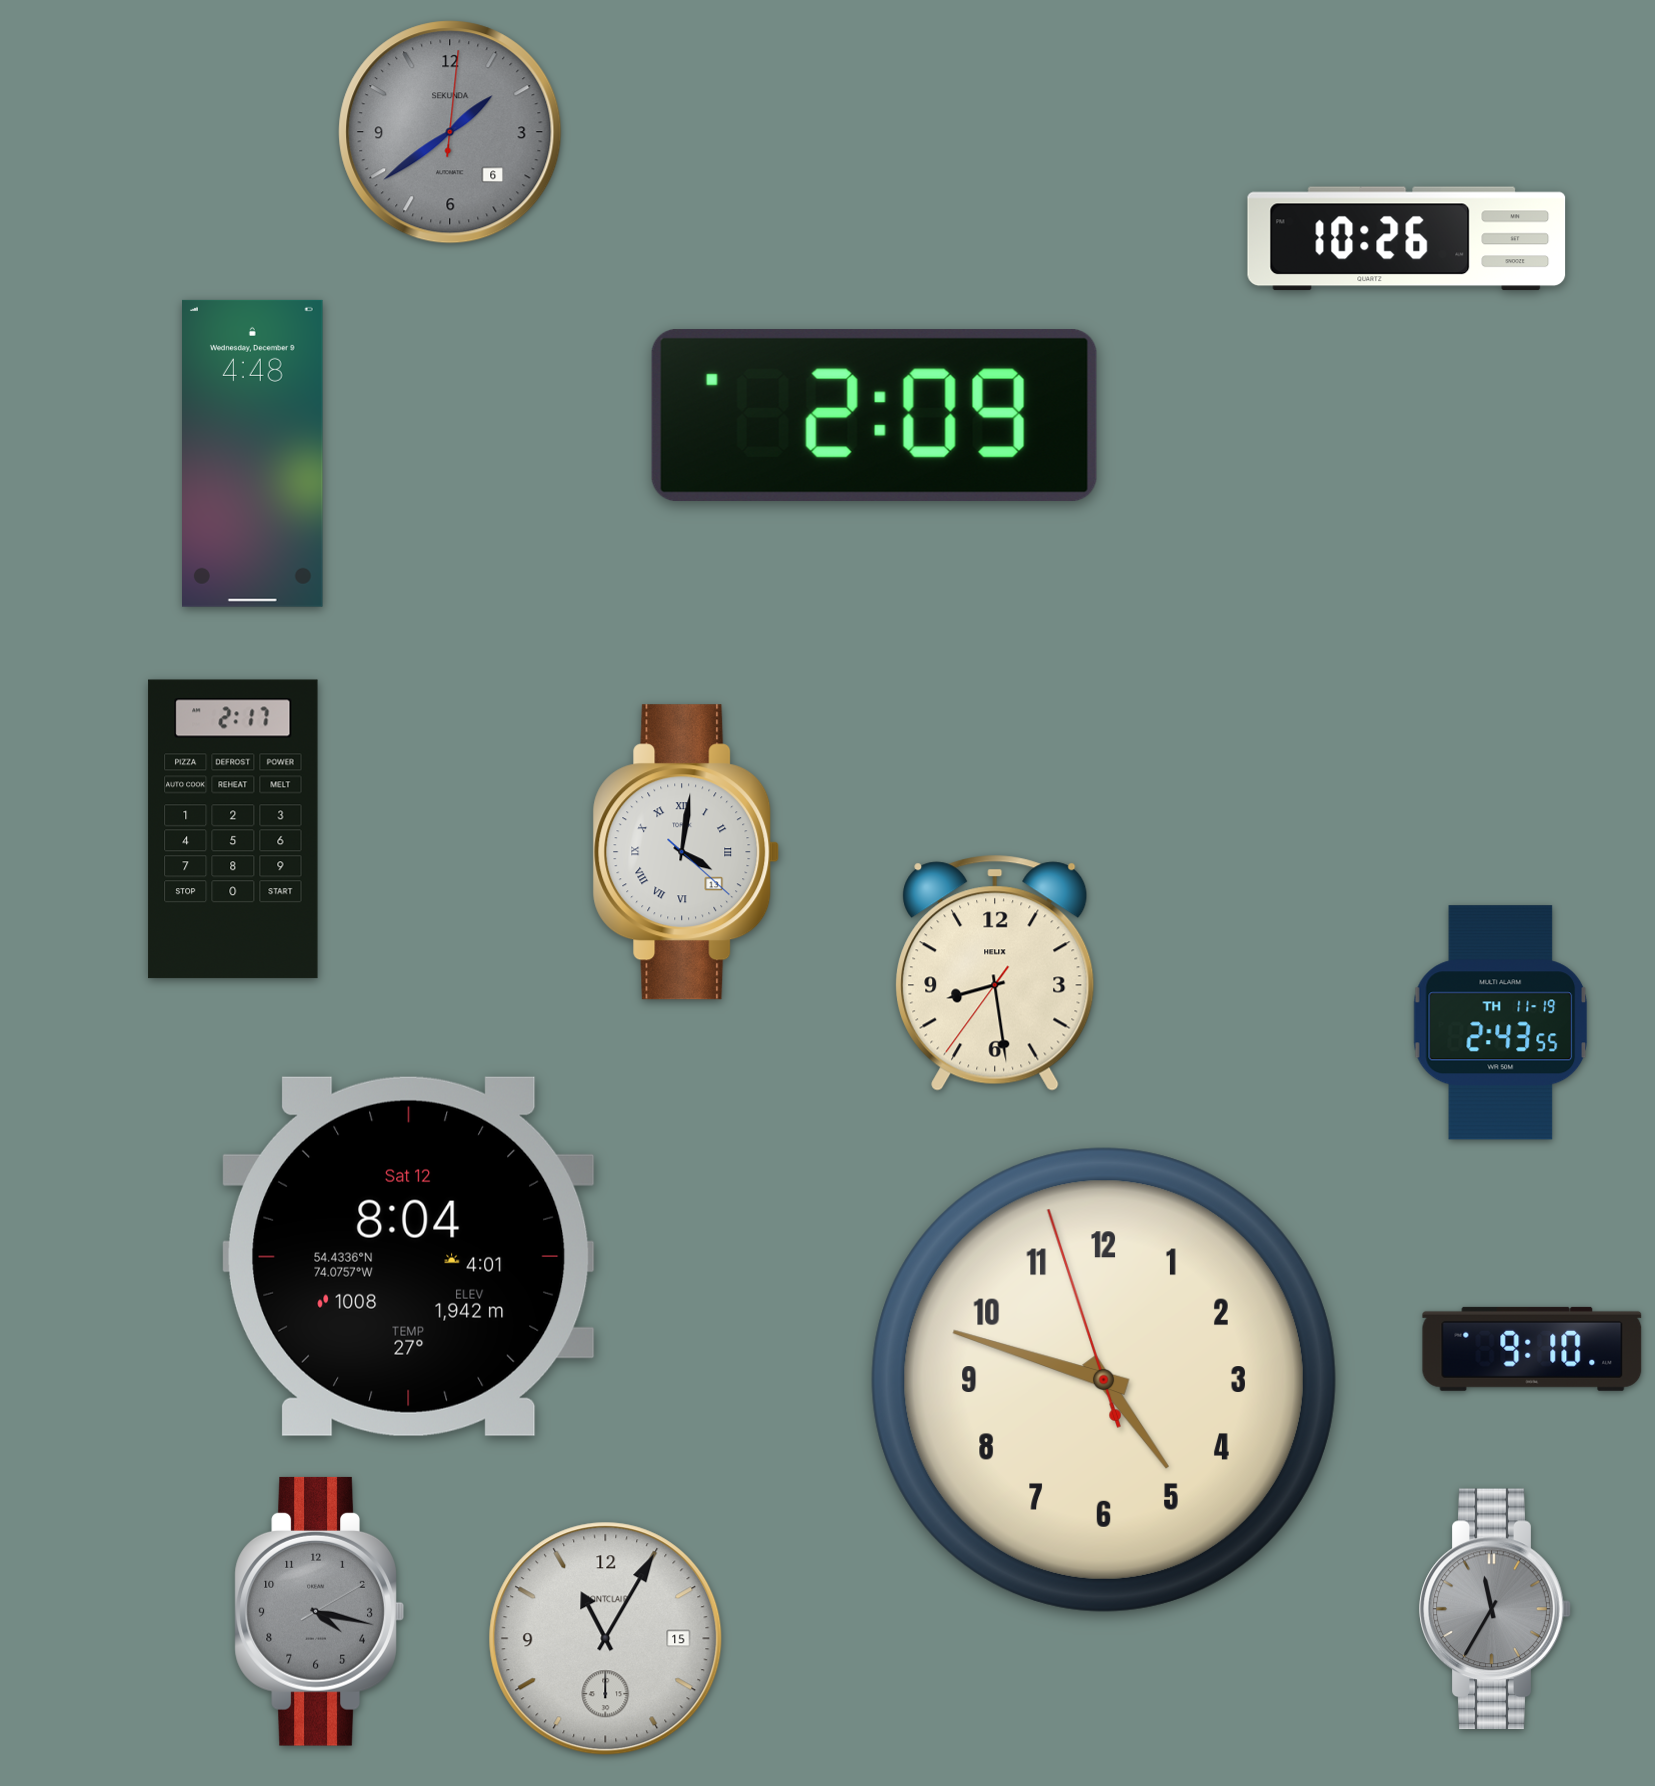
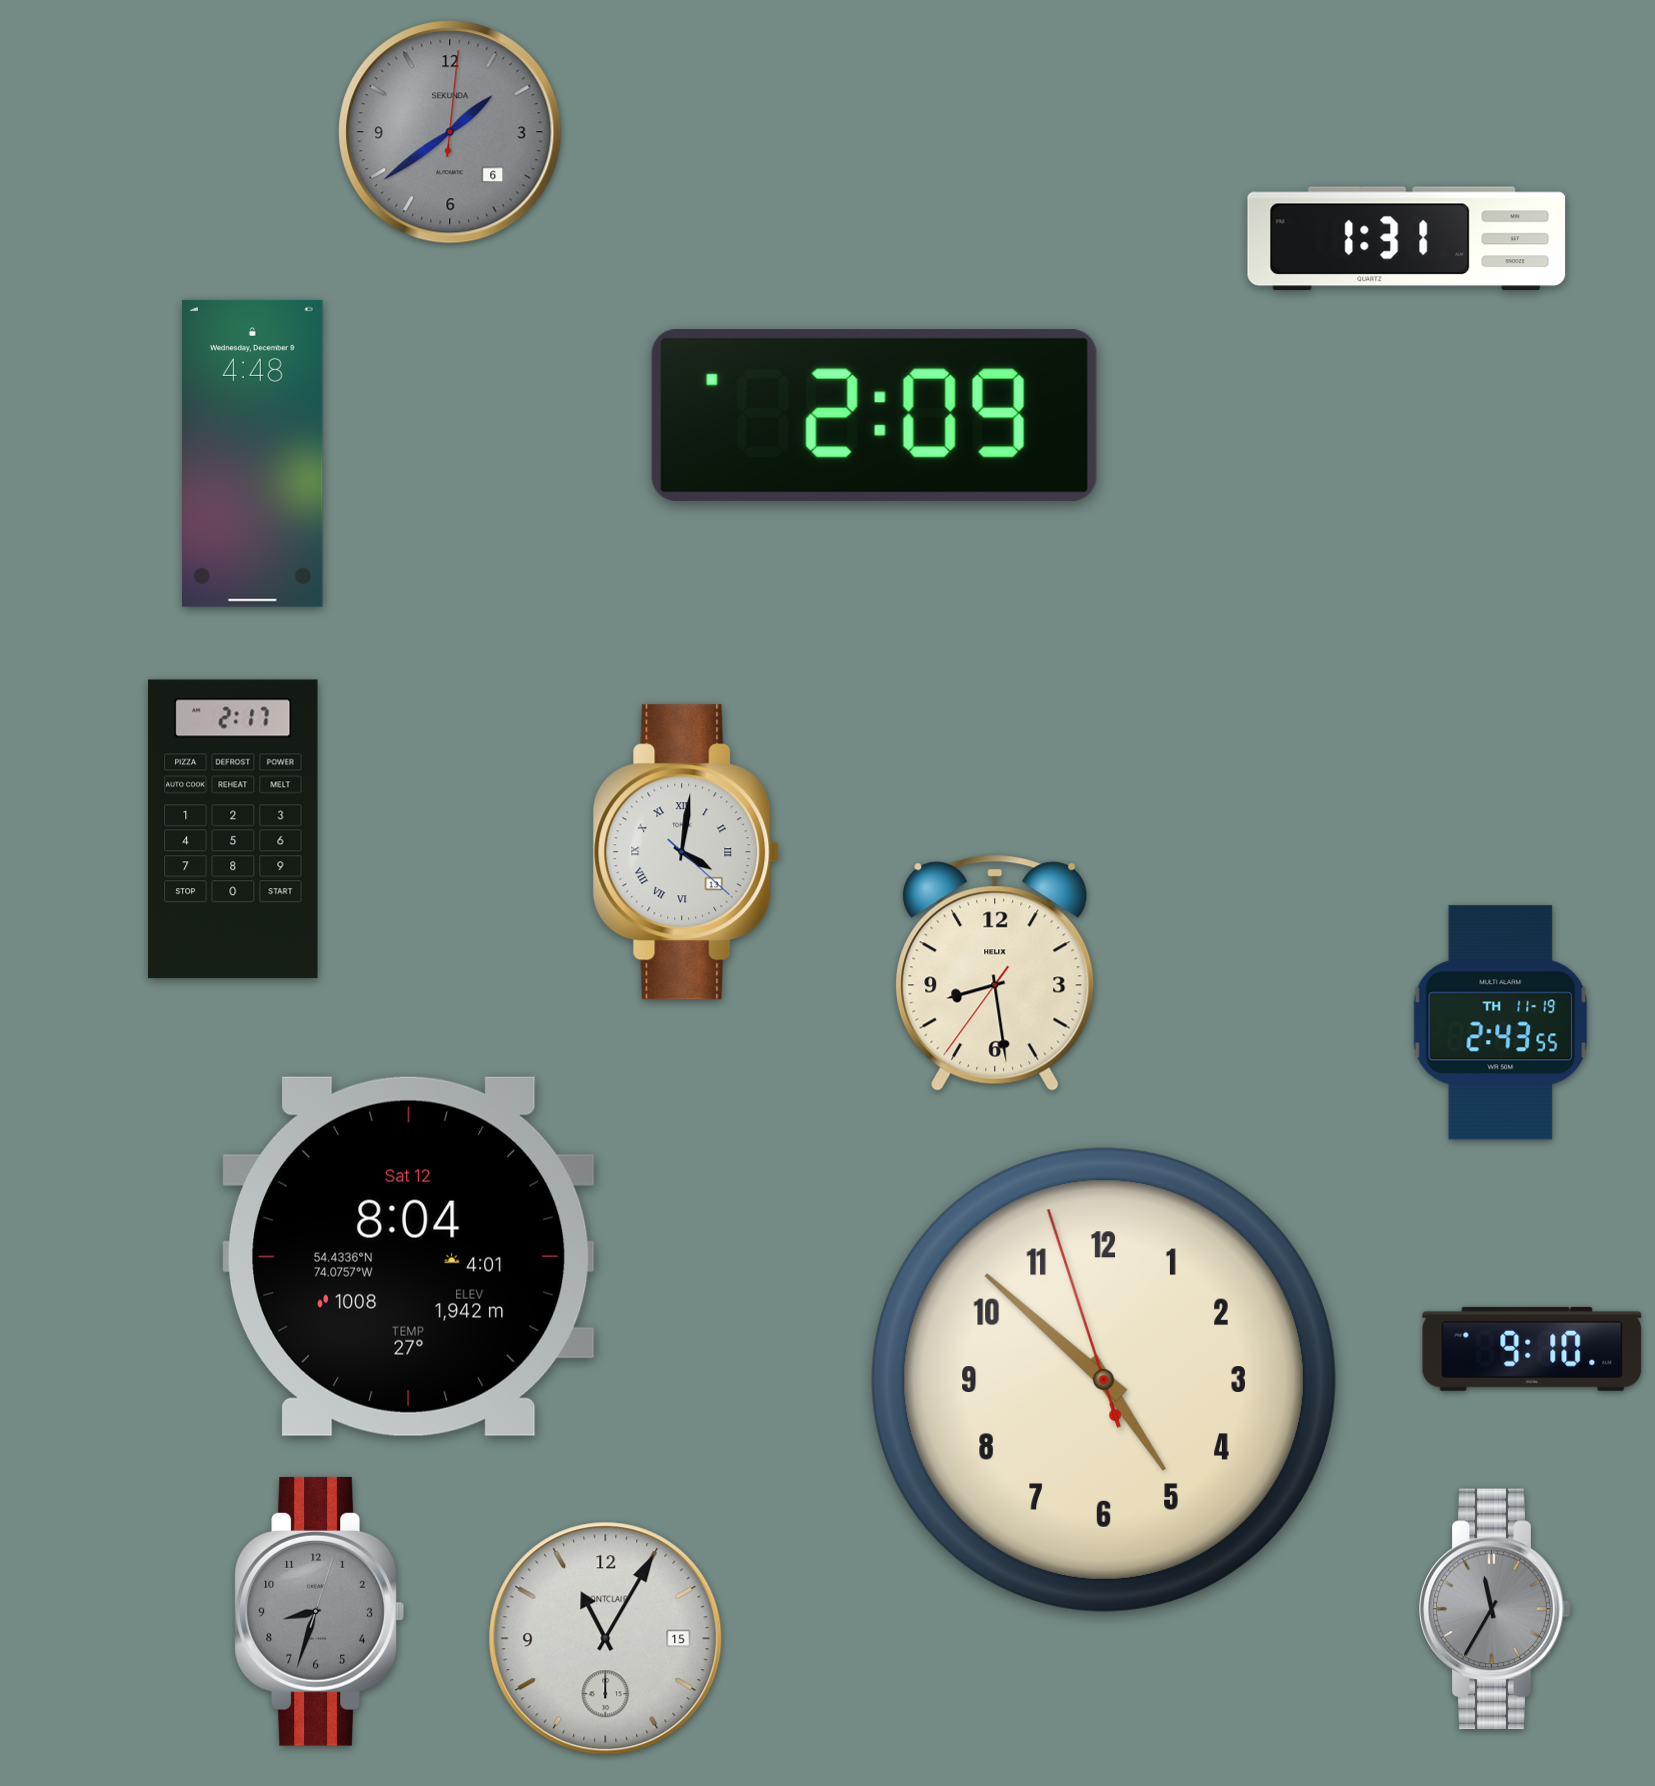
clock at (1407, 239): 10:26 -> 1:31
clock at (1104, 1380): 4:47 -> 4:51
clock at (319, 1611): 4:17 -> 8:33
